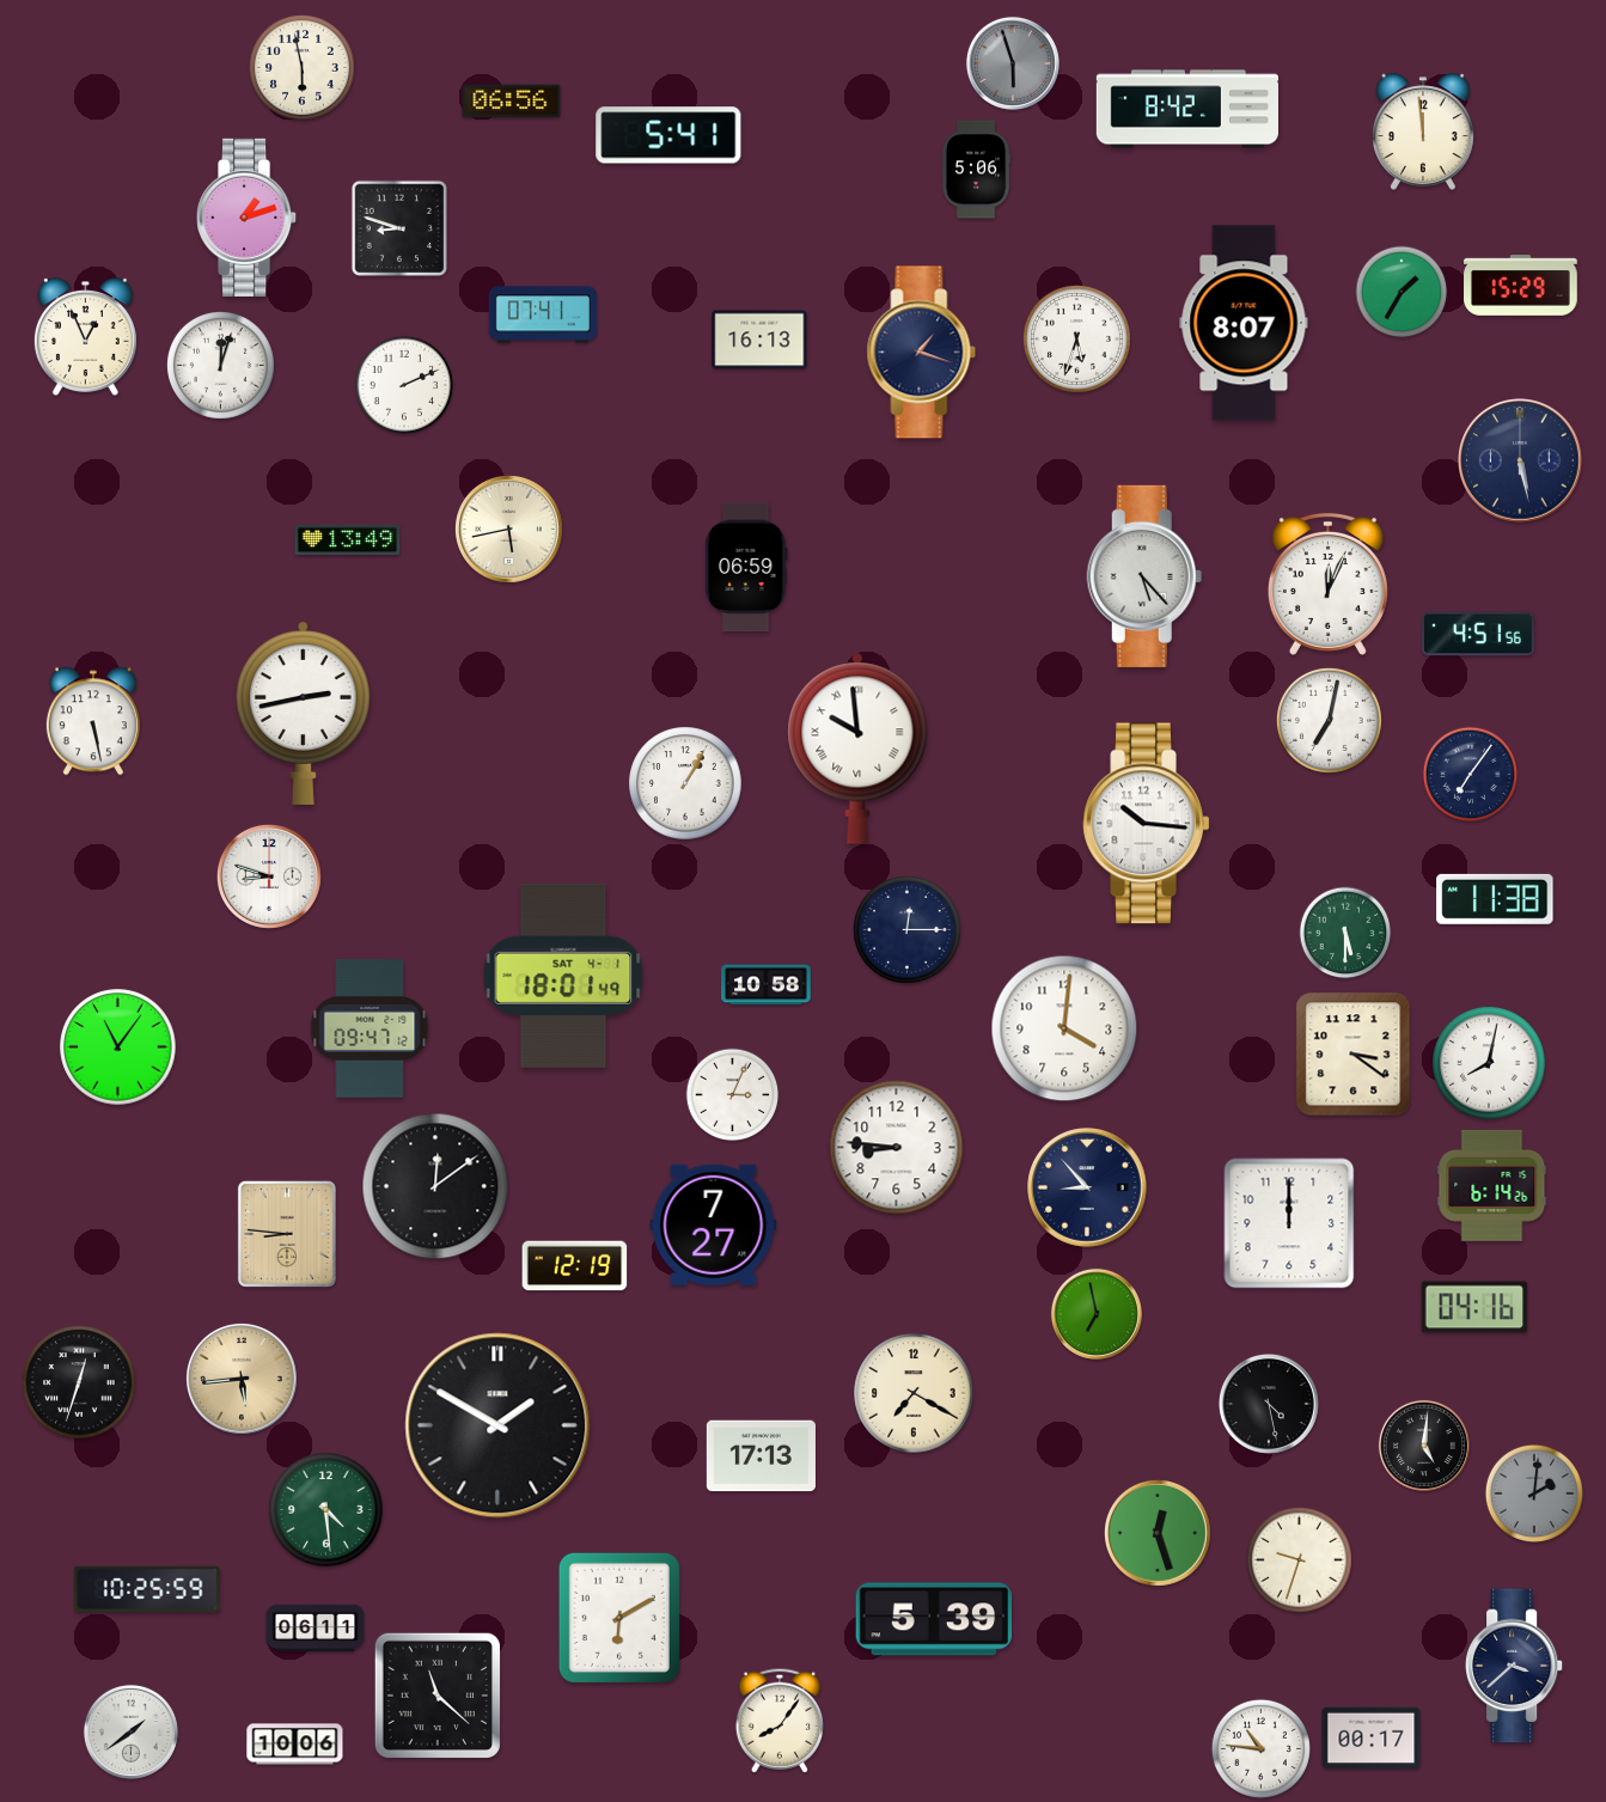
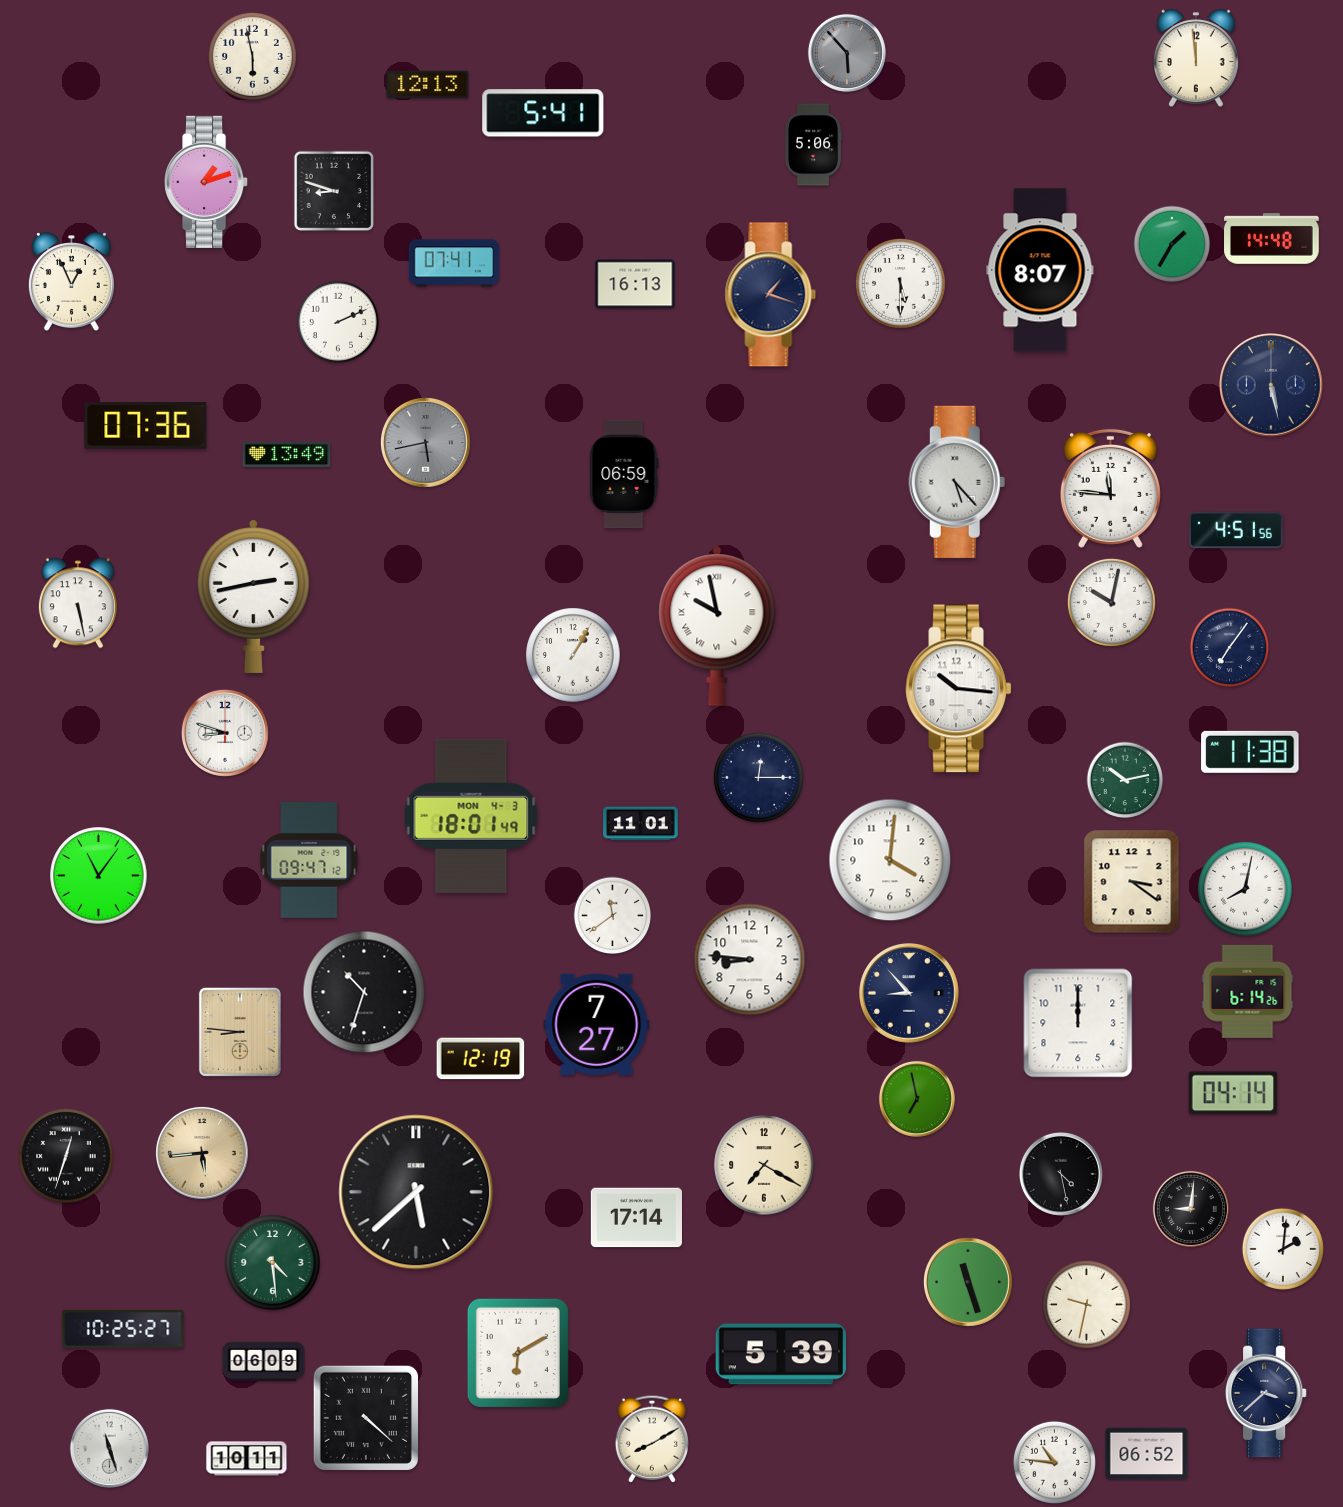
clock at (1013, 63): 5:57 -> 5:53
clock at (512, 102): 06:56 -> 12:13
clock at (1187, 109): 8:42 -> none
clock at (1424, 132) position: (1424, 132) -> (1197, 58)
clock at (668, 135) position: (668, 135) -> (543, 113)
clock at (976, 170) position: (976, 170) -> (813, 145)
clock at (1521, 286): 15:29 -> 14:48
clock at (1076, 338): 5:33 -> 5:30
clock at (220, 365): 12:03 -> none
clock at (146, 425): none -> 07:36
clock at (508, 529) dial: cream -> grey
clock at (348, 539) position: (348, 539) -> (287, 454)
clock at (1327, 584): 12:04 -> 11:46
clock at (1329, 720): 7:02 -> 10:02
clock at (857, 749): 9:59 -> 9:58
clock at (1345, 933): 5:30 -> 10:13
clock at (563, 976) date: SAT 4-1 -> MON 4-3
clock at (767, 985): 10:58 -> 11:01
clock at (733, 1095): 3:04 -> 11:39
clock at (435, 1186): 12:09 -> 10:33
clock at (1474, 1307): 04:16 -> 04:14
clock at (497, 1425): 1:50 -> 5:38
clock at (1424, 1446): 5:01 -> 9:01
clock at (761, 1456): 17:13 -> 17:14
clock at (1533, 1492) dial: grey -> white
clock at (1158, 1533): 12:27 -> 11:27
clock at (1299, 1559): 9:33 -> 9:32
clock at (147, 1589): 10:25:59 -> 10:25:27
clock at (316, 1629): 06:11 -> 06:09
clock at (438, 1696): 11:22 -> 4:22
clock at (780, 1721): 8:06 -> 8:10
clock at (130, 1731): 1:39 -> 11:27
clock at (1372, 1739): 00:17 -> 06:52
clock at (295, 1745): 10:06 -> 10:11
